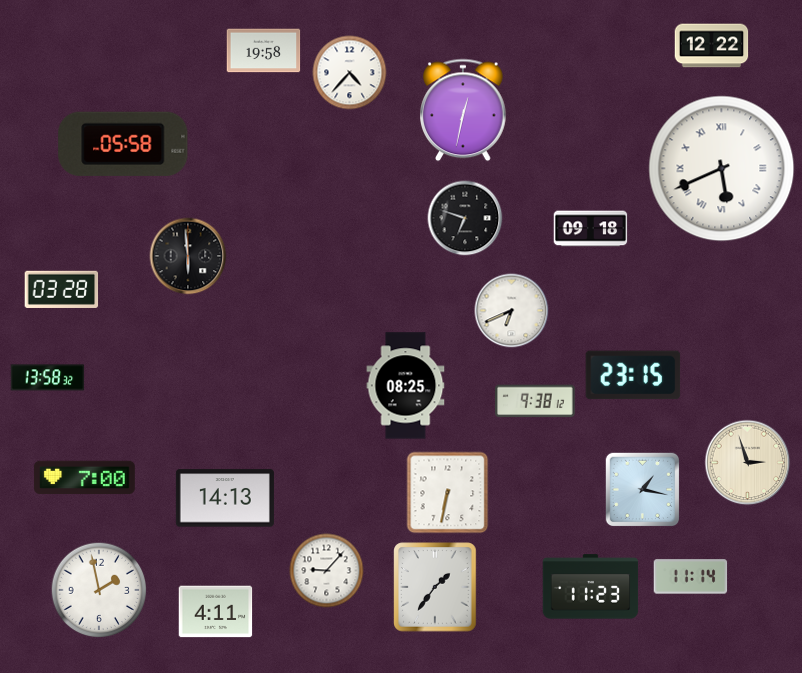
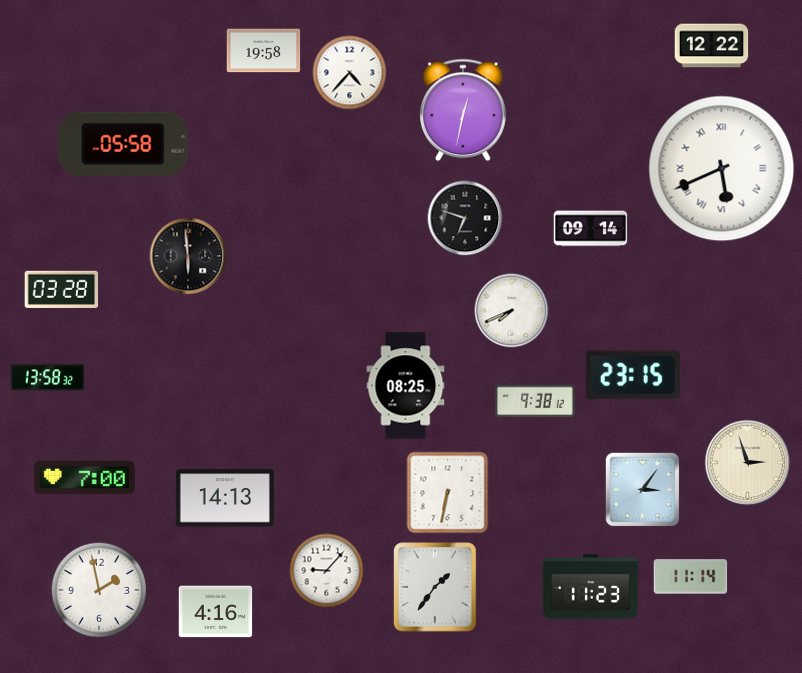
clock at (591, 229): 09:18 -> 09:14
clock at (512, 311): 6:41 -> 7:41
clock at (643, 490): 1:17 -> 3:06
clock at (216, 612): 4:11 -> 4:16
